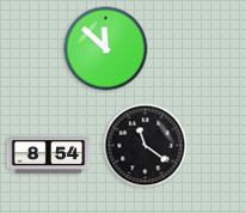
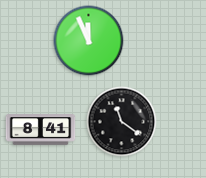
clock at (106, 49): 11:52 -> 11:56
clock at (49, 156): 8:54 -> 8:41
